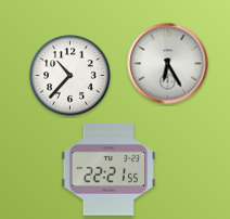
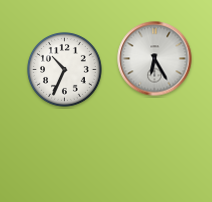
clock at (71, 76): 10:37 -> 10:34
clock at (107, 169): 22:21 -> none
